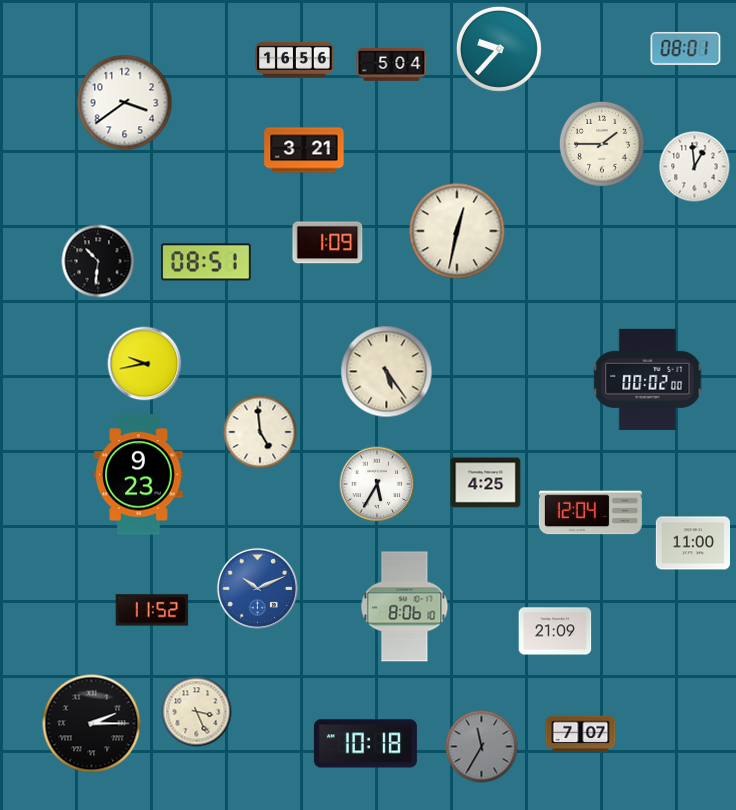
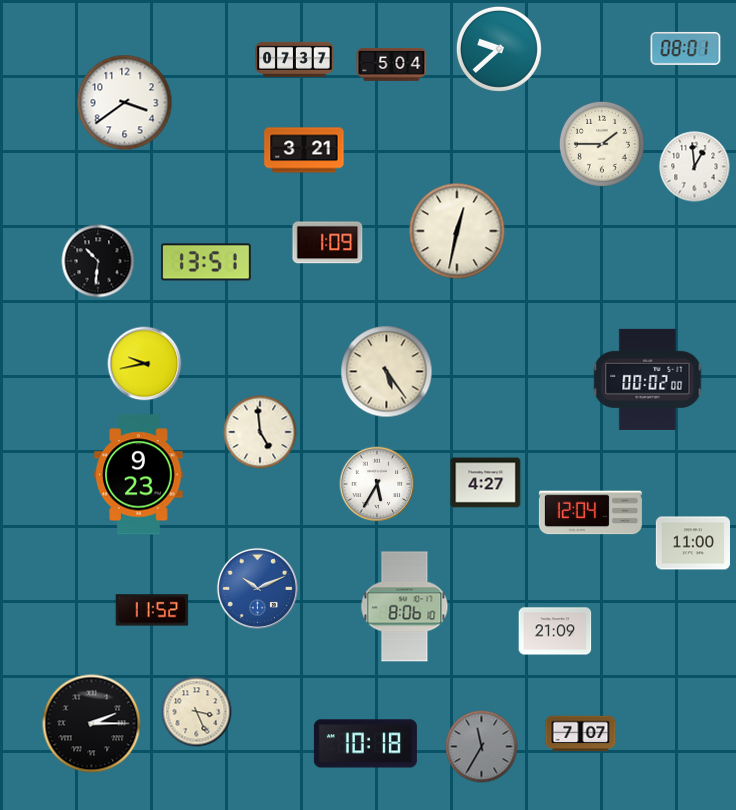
clock at (499, 49): 9:37 -> 9:38
clock at (295, 59): 16:56 -> 07:37
clock at (206, 262): 08:51 -> 13:51
clock at (486, 483): 4:25 -> 4:27
